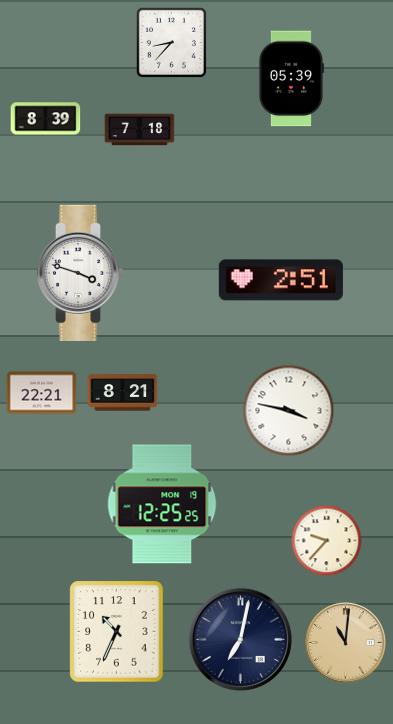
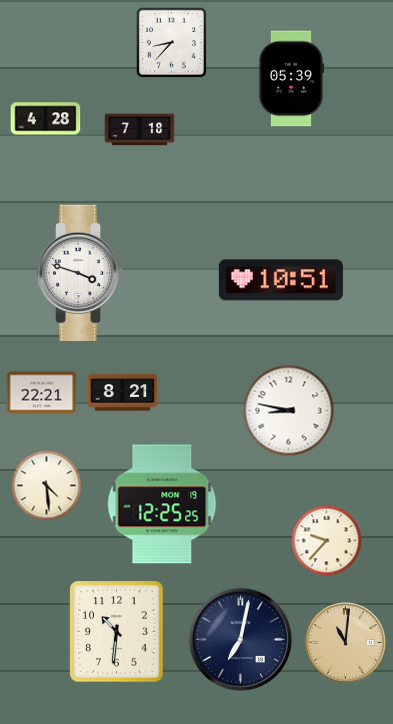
clock at (46, 119): 8:39 -> 4:28
clock at (281, 280): 2:51 -> 10:51
clock at (289, 411): 3:47 -> 8:47
clock at (47, 486): none -> 4:29
clock at (117, 632): 10:34 -> 10:31
